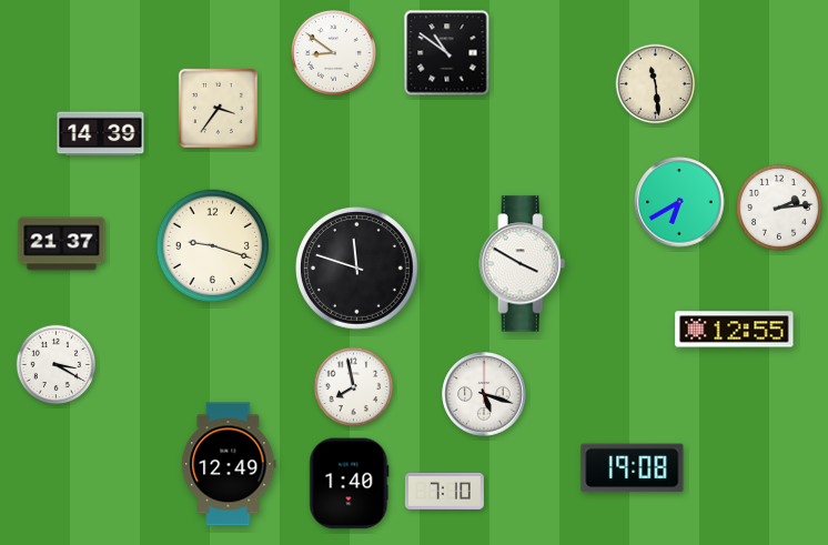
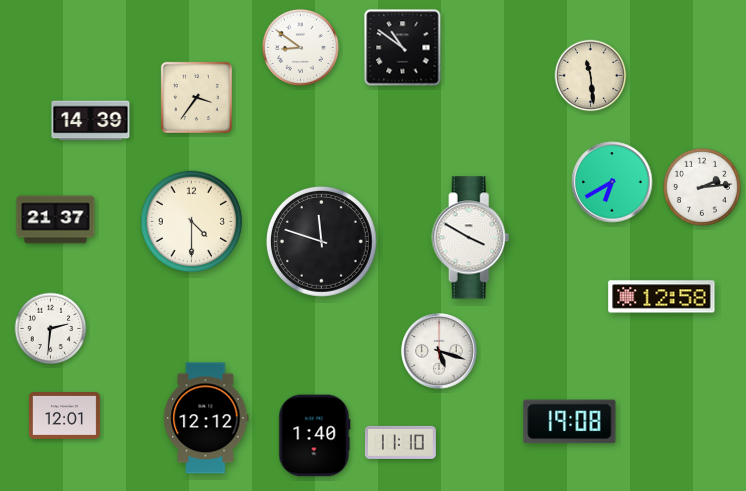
clock at (213, 246): 9:18 -> 4:30
clock at (735, 330): 12:55 -> 12:58
clock at (57, 365): 3:20 -> 2:31
clock at (354, 387): 7:58 -> none
clock at (484, 394) position: (484, 394) -> (439, 351)
clock at (64, 416): none -> 12:01
clock at (229, 464): 12:49 -> 12:12
clock at (444, 491): 7:10 -> 11:10
